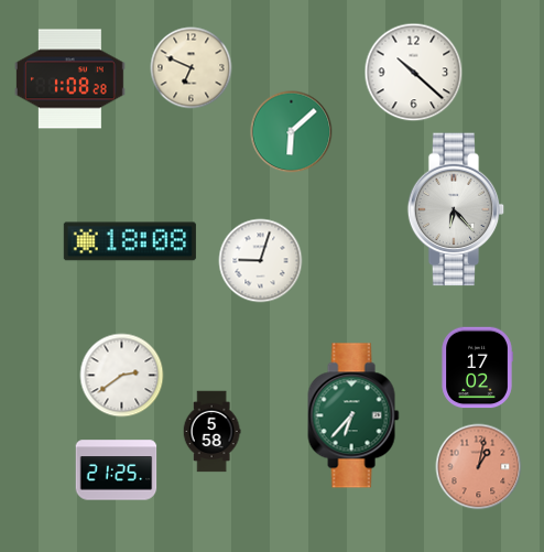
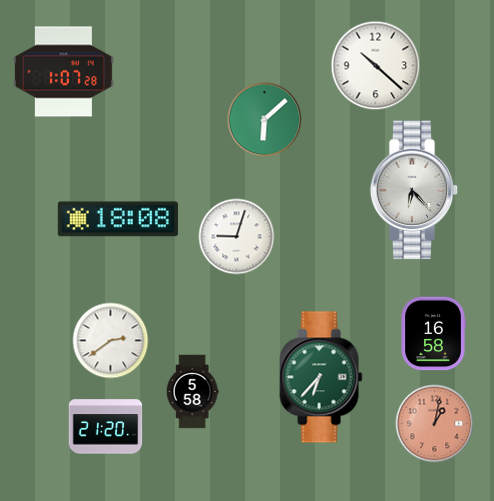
clock at (192, 68): 6:49 -> none
clock at (69, 79): 1:08 -> 1:07
clock at (477, 368): 17:02 -> 16:58
clock at (117, 470): 21:25 -> 21:20
